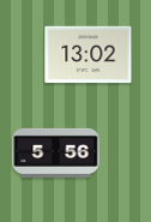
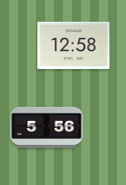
clock at (89, 55): 13:02 -> 12:58
